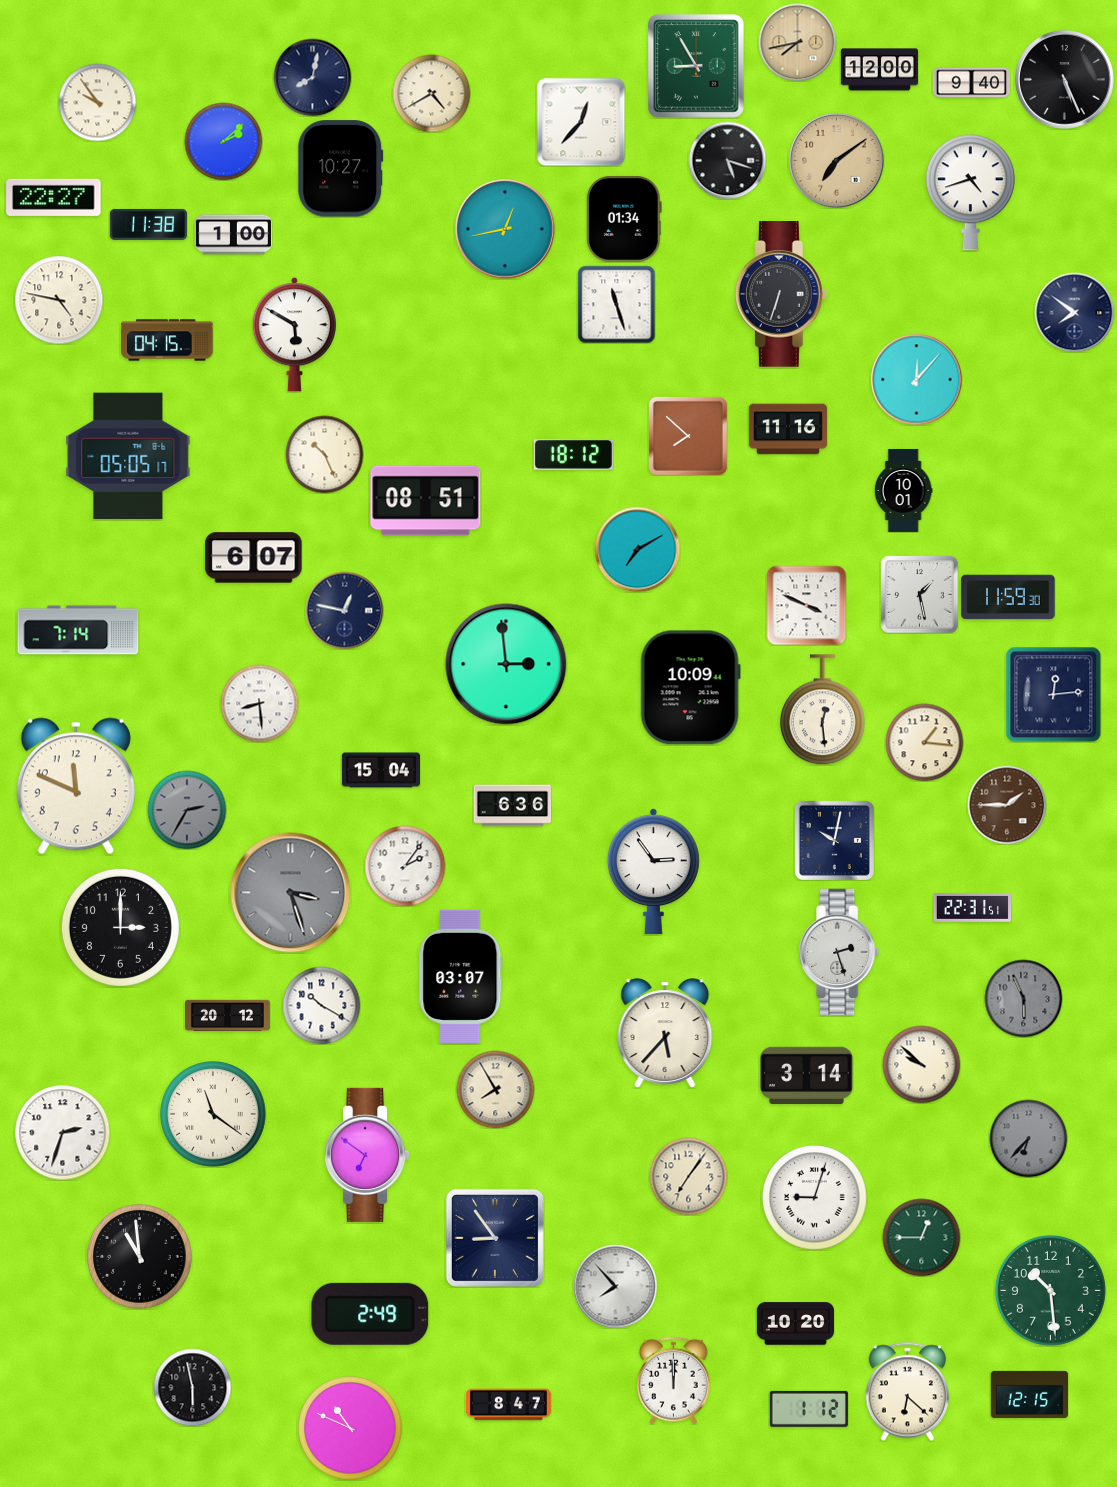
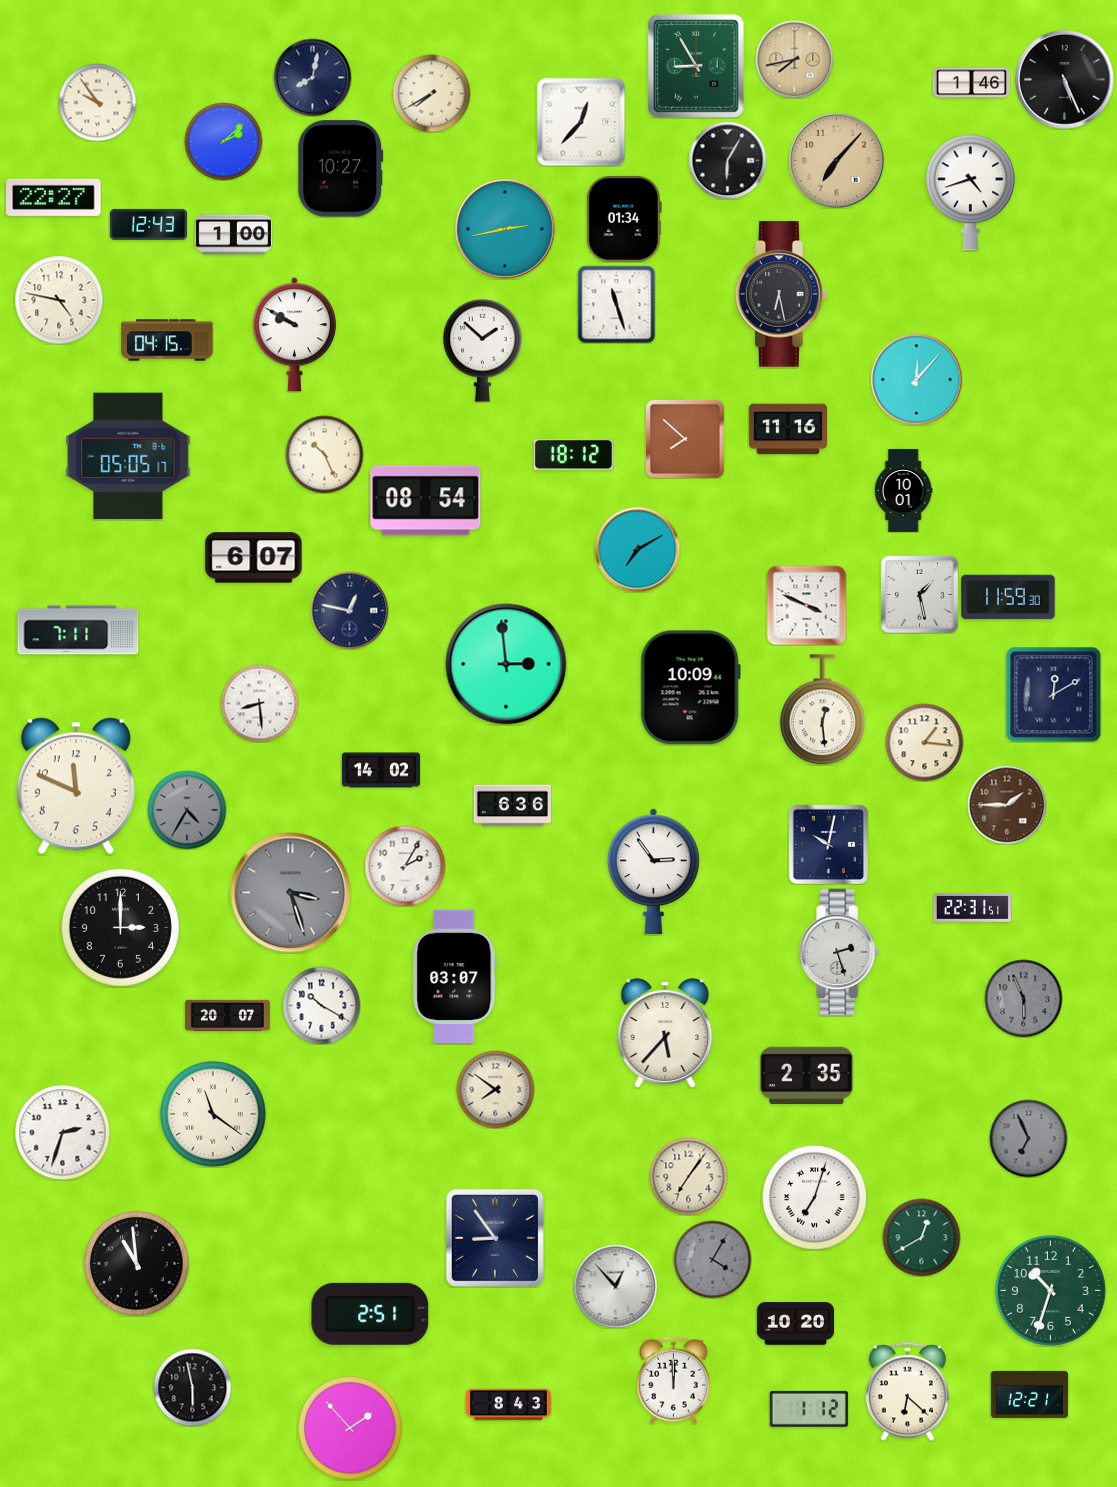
clock at (797, 42) position: (797, 42) -> (794, 59)
clock at (879, 70): 12:00 -> none
clock at (971, 83): 9:40 -> 1:46
clock at (431, 93): 4:40 -> 7:40
clock at (727, 160): 5:18 -> 6:05
clock at (837, 161): 7:09 -> 7:07
clock at (148, 224): 11:38 -> 12:43
clock at (506, 230): 12:43 -> 2:43
clock at (781, 294): 6:33 -> 6:28
clock at (1074, 312): 7:51 -> none
clock at (294, 335): 5:50 -> 9:50
clock at (483, 350): none -> 1:52
clock at (688, 436) position: (688, 436) -> (685, 439)
clock at (426, 501): 08:51 -> 08:54
clock at (344, 610) position: (344, 610) -> (349, 610)
clock at (78, 630): 7:14 -> 7:11
clock at (1053, 694): 12:14 -> 12:10
clock at (380, 770): 15:04 -> 14:02
clock at (187, 810): 2:35 -> 4:35
clock at (834, 840) position: (834, 840) -> (828, 844)
clock at (405, 866): 2:06 -> 2:05
clock at (461, 976) position: (461, 976) -> (455, 976)
clock at (228, 1016): 20:12 -> 20:07
clock at (921, 1064): 9:52 -> none
clock at (807, 1075): 3:14 -> 2:35
clock at (495, 1089): 7:55 -> 7:51
clock at (1028, 1138): 6:37 -> 6:56
clock at (368, 1155): 6:51 -> none
clock at (815, 1198): 9:03 -> 7:03
clock at (921, 1237): 12:45 -> 12:40
clock at (140, 1257) position: (140, 1257) -> (137, 1264)
clock at (712, 1259): none -> 4:05
clock at (615, 1286): 7:53 -> 12:53
clock at (1050, 1290): 10:29 -> 10:33
clock at (370, 1314): 2:49 -> 2:51
clock at (1029, 1394): 12:15 -> 12:21
clock at (508, 1405): 8:47 -> 8:43
clock at (350, 1428): 10:49 -> 1:53
